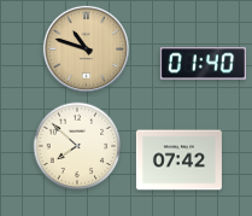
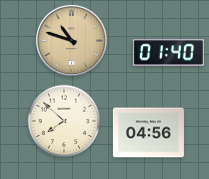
clock at (178, 160): 07:42 -> 04:56
